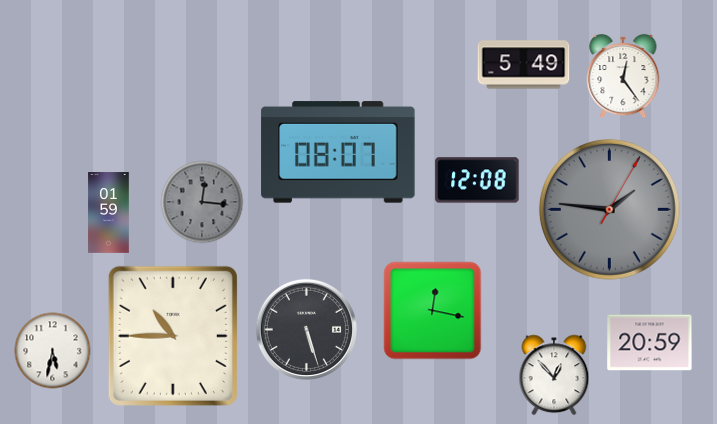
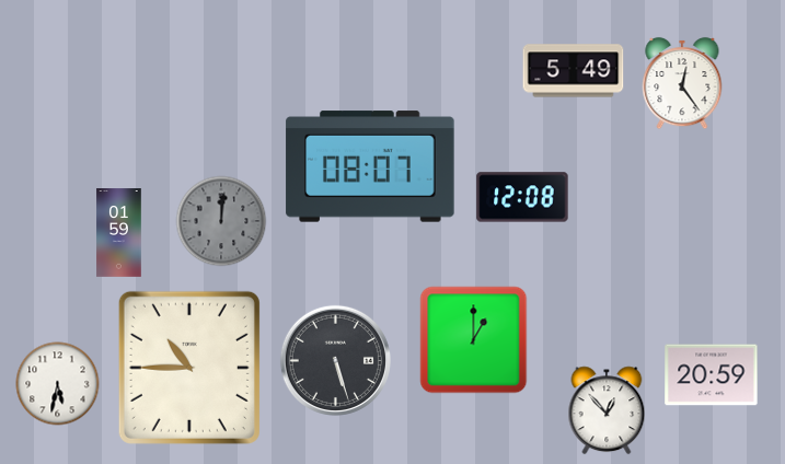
clock at (202, 202): 12:16 -> 12:01
clock at (609, 209): 1:46 -> none
clock at (433, 311): 12:17 -> 1:00
